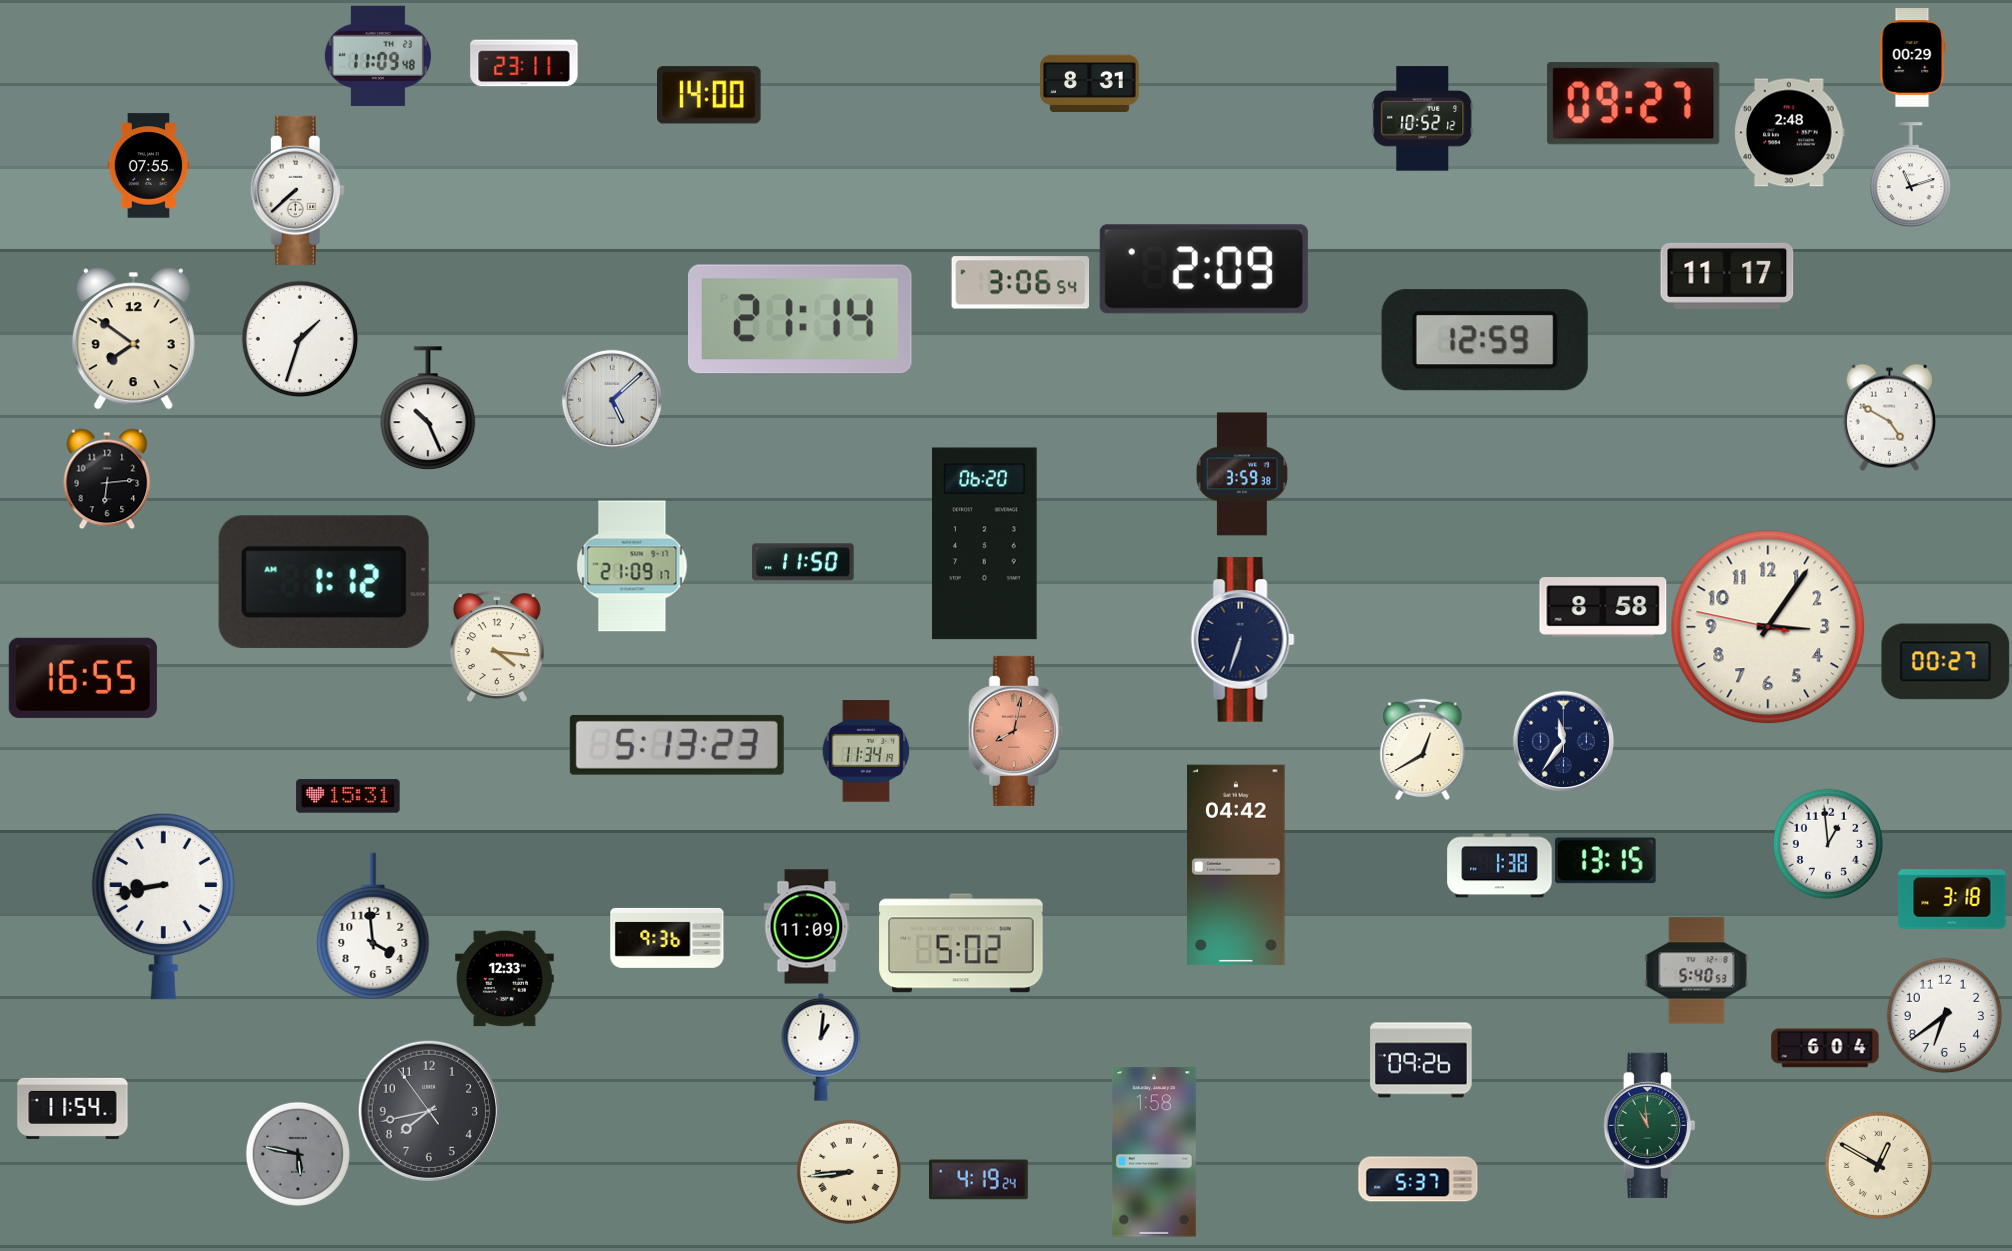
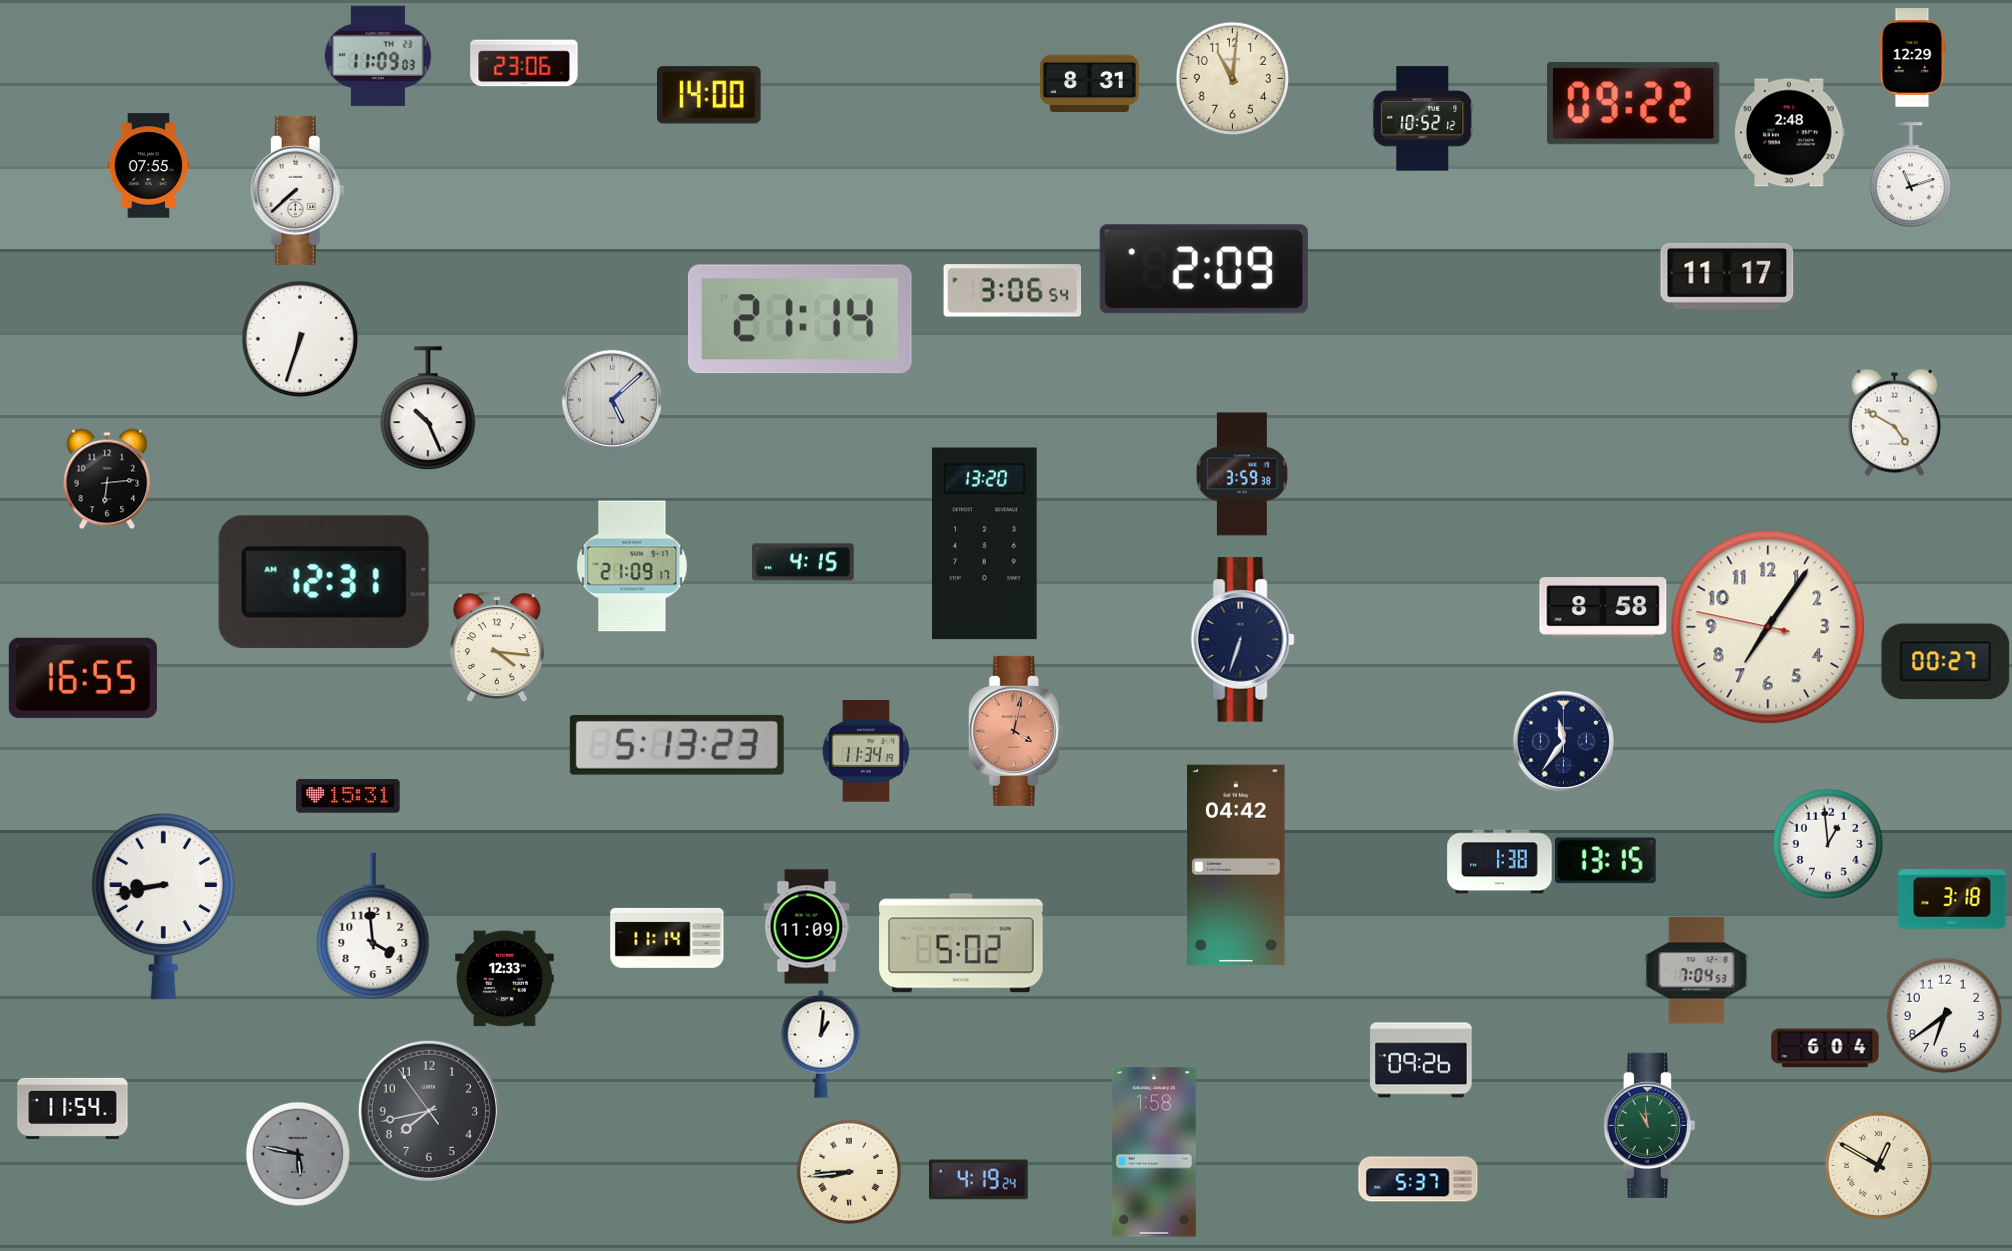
clock at (378, 56): 11:09:48 -> 11:09:03
clock at (1912, 58): 00:29 -> 12:29
clock at (524, 63): 23:11 -> 23:06
clock at (1232, 78): none -> 11:01
clock at (1634, 104): 09:27 -> 09:22
clock at (1021, 283) position: (1021, 283) -> (1013, 291)
clock at (133, 339): 7:51 -> none
clock at (300, 339): 1:33 -> 6:33
clock at (1485, 340): 12:59 -> none
clock at (1889, 417) position: (1889, 417) -> (1894, 422)
clock at (985, 544): 06:20 -> 13:20
clock at (803, 562): 11:50 -> 4:15
clock at (324, 582): 1:12 -> 12:31
clock at (1768, 627): 3:05 -> 7:05
clock at (1016, 731): 8:02 -> 4:02
clock at (1423, 749): 12:40 -> none
clock at (1500, 866) position: (1500, 866) -> (1500, 862)
clock at (667, 938): 9:36 -> 11:14
clock at (1697, 971): 5:40 -> 7:04
clock at (821, 1047) position: (821, 1047) -> (821, 1044)
